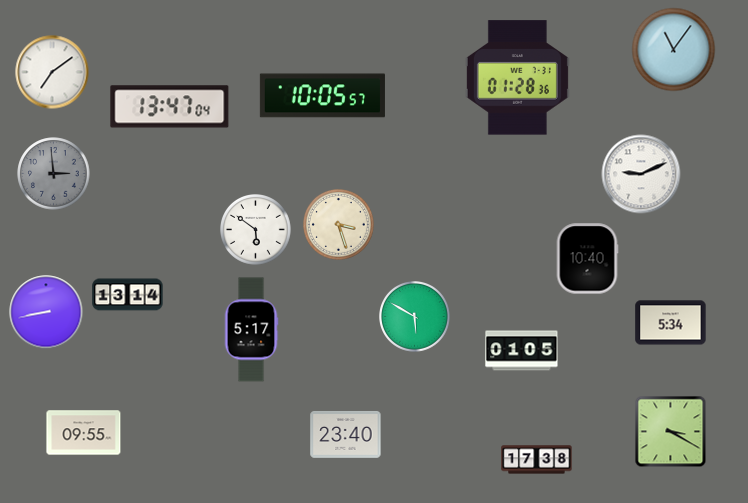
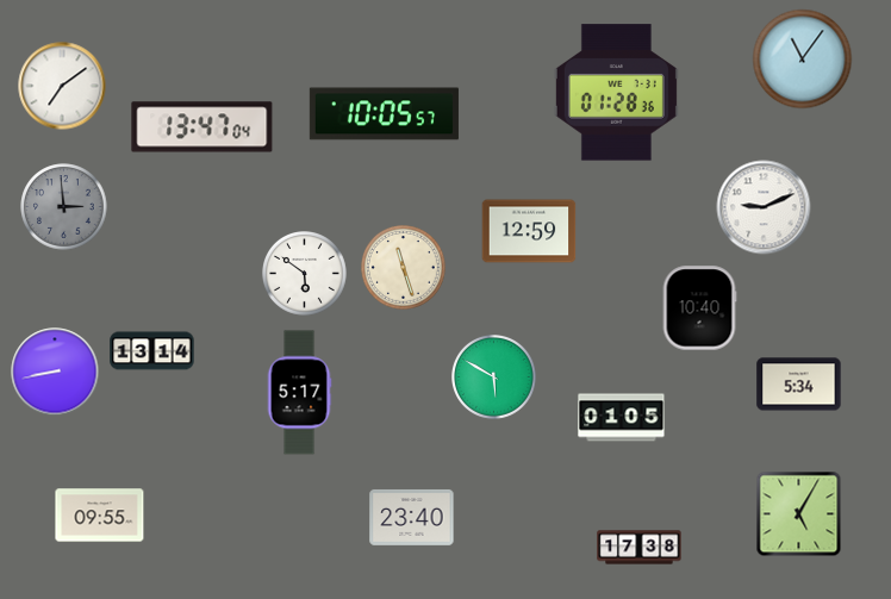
clock at (529, 231): none -> 12:59
clock at (339, 225): 3:27 -> 11:27
clock at (671, 432): 3:20 -> 5:05
